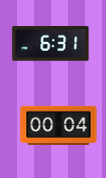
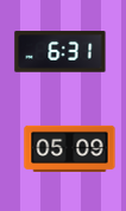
clock at (59, 125): 00:04 -> 05:09
